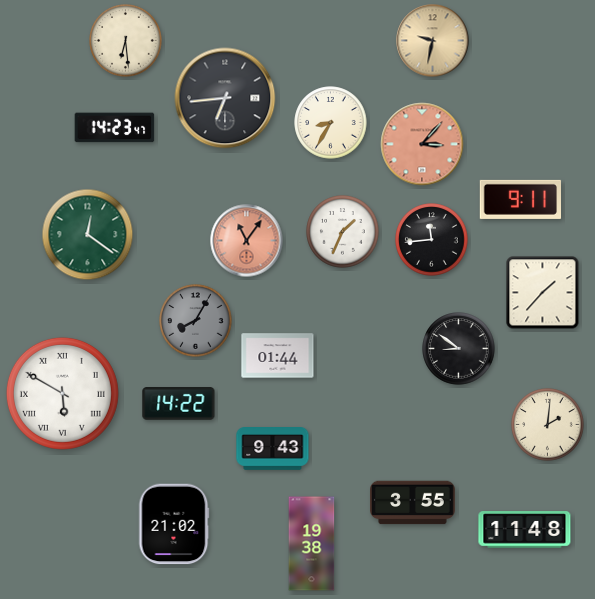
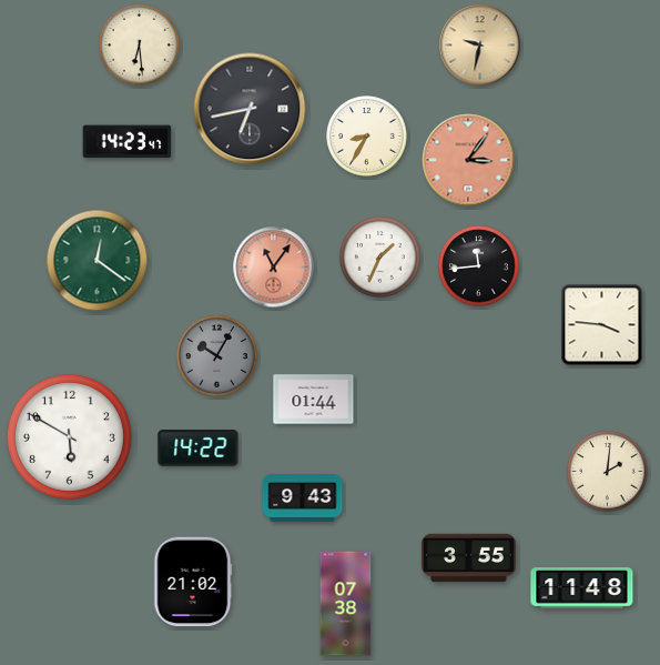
clock at (225, 98): 6:44 -> 6:43
clock at (422, 144): 3:07 -> 3:06
clock at (521, 199): 9:11 -> none
clock at (543, 293): 1:37 -> 3:46
clock at (196, 321): 8:05 -> 10:05
clock at (459, 349): 8:51 -> none
clock at (278, 356) position: (278, 356) -> (314, 400)
clock at (62, 393) numerals: Roman -> Arabic
clock at (413, 503) position: (413, 503) -> (469, 558)
clock at (312, 544): 19:38 -> 07:38
